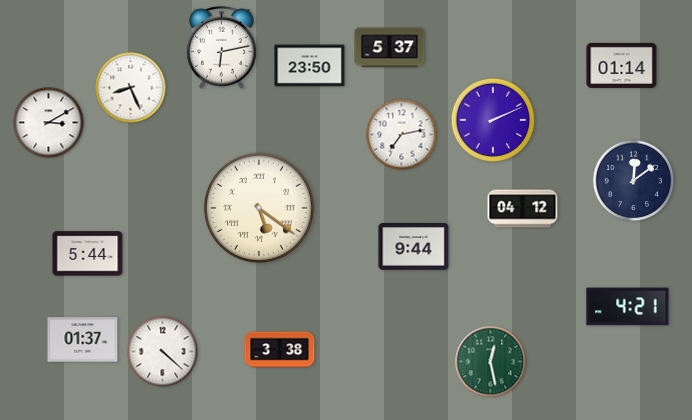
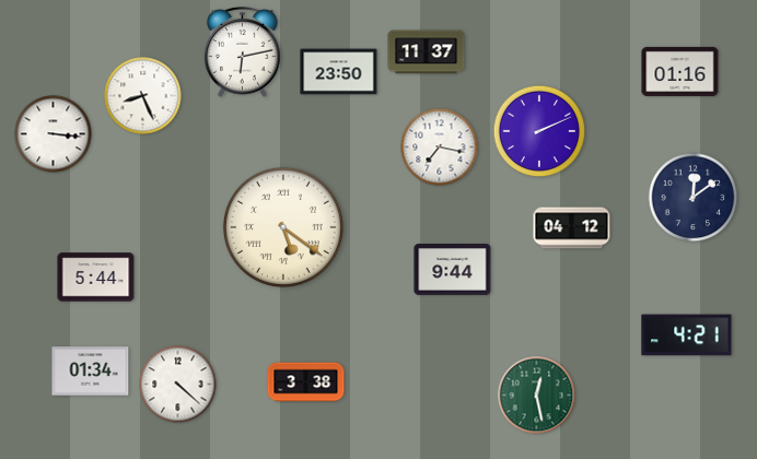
clock at (390, 48): 5:37 -> 11:37
clock at (622, 65): 01:14 -> 01:16
clock at (49, 123): 3:10 -> 3:16
clock at (402, 135): 7:13 -> 7:17
clock at (83, 340): 01:37 -> 01:34
